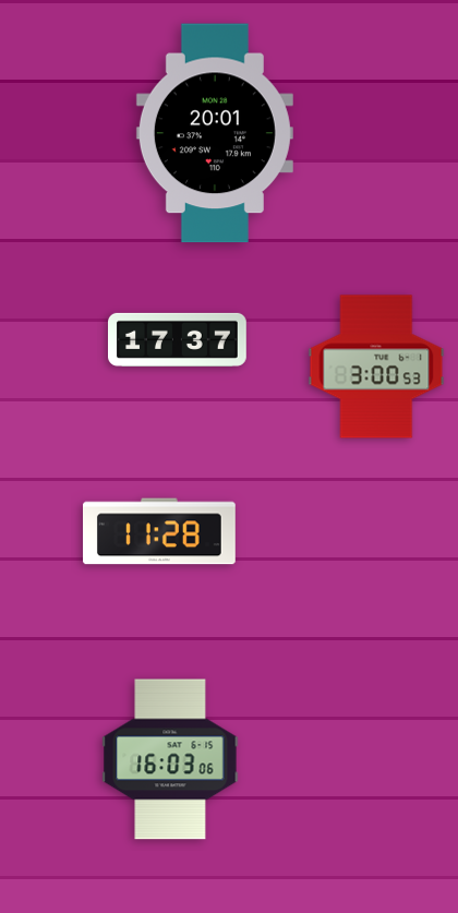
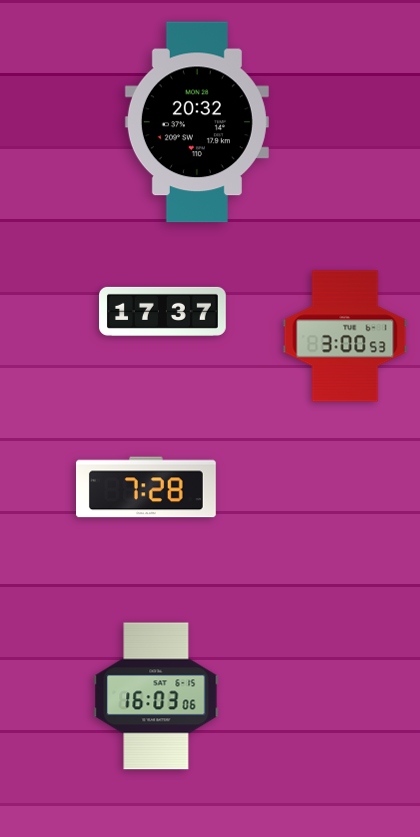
clock at (215, 133): 20:01 -> 20:32
clock at (160, 531): 11:28 -> 7:28
